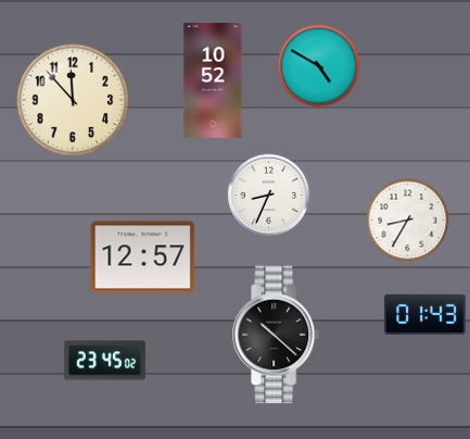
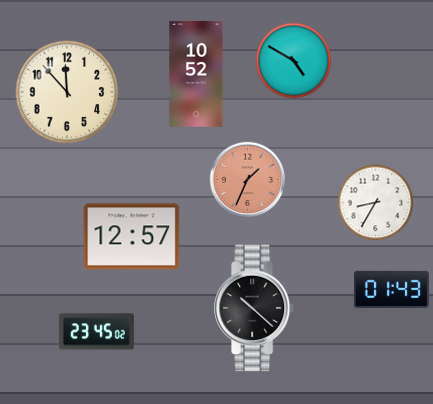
clock at (269, 196): 8:34 -> 1:34
clock at (269, 196) dial: white -> salmon
